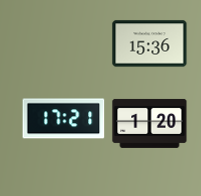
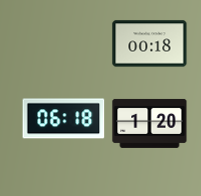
clock at (150, 44): 15:36 -> 00:18
clock at (64, 119): 17:21 -> 06:18
